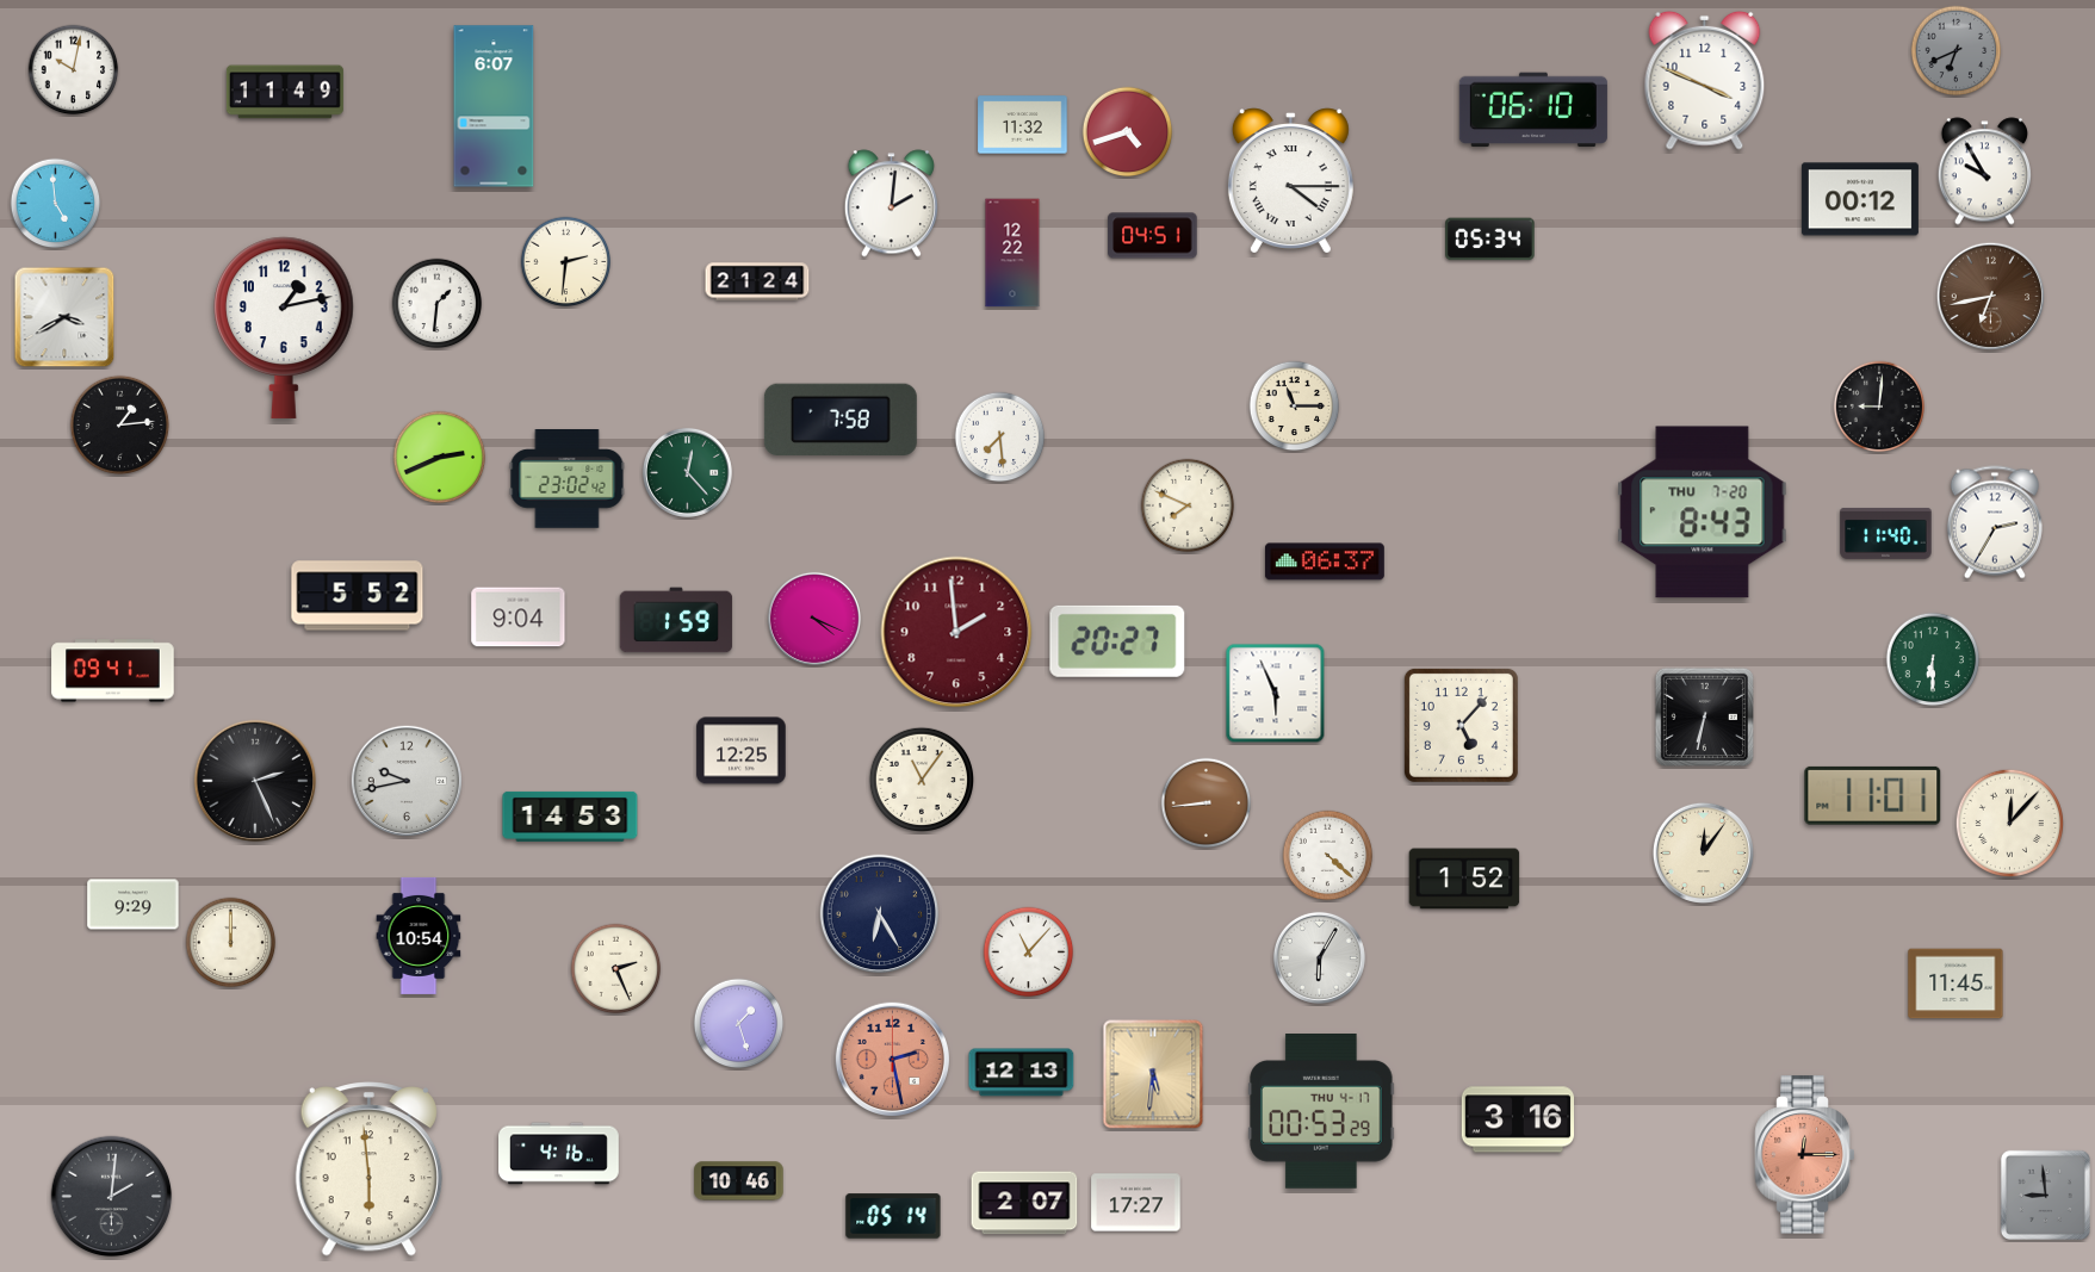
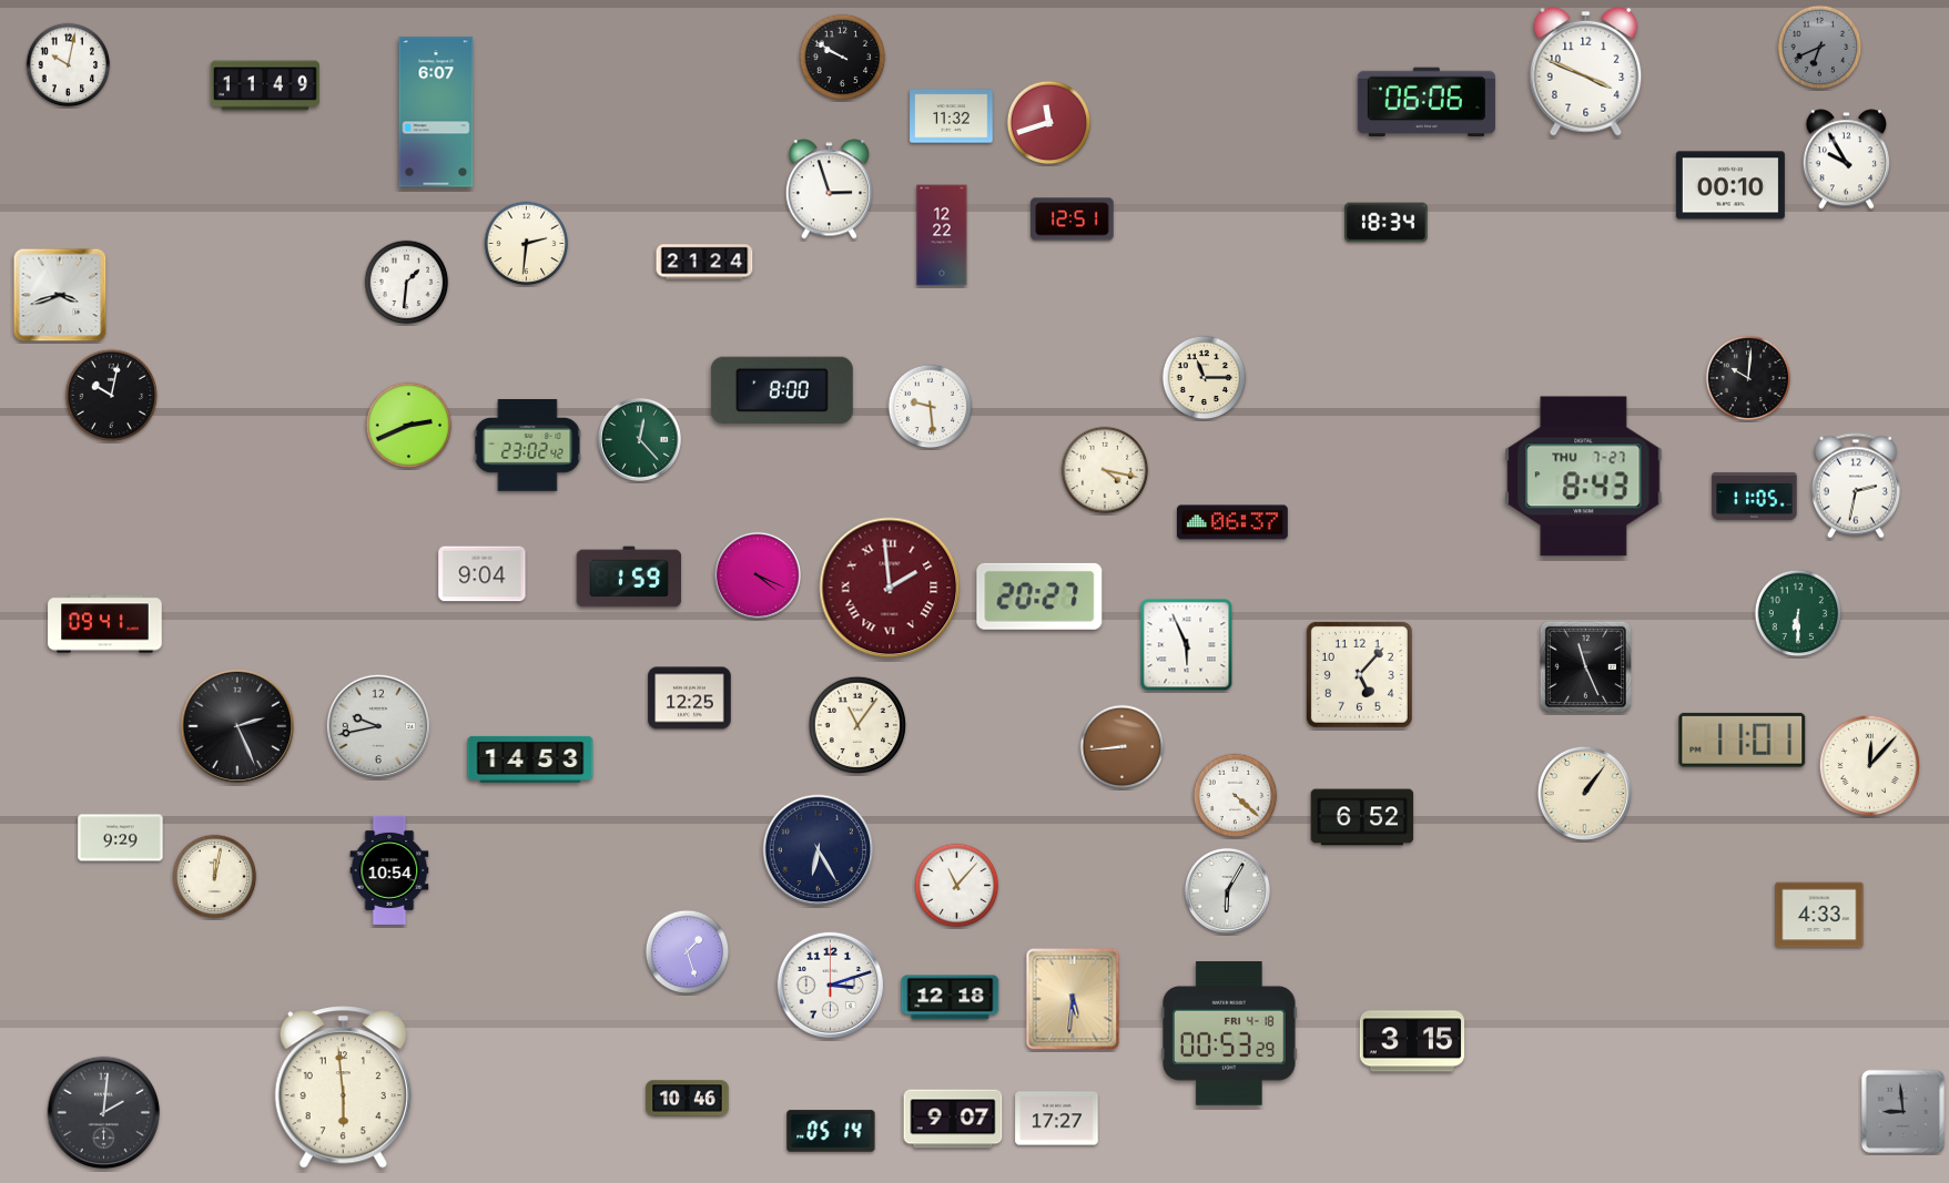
clock at (843, 58): none -> 9:50
clock at (1705, 80) position: (1705, 80) -> (1586, 71)
clock at (494, 106) position: (494, 106) -> (436, 112)
clock at (1533, 110): 06:10 -> 06:06
clock at (1128, 132): 4:42 -> 11:42
clock at (1290, 181): 4:15 -> none
clock at (1860, 199): 00:12 -> 00:10
clock at (56, 204): 4:59 -> none
clock at (891, 204): 2:01 -> 2:57
clock at (1153, 236): 04:51 -> 12:51
clock at (1490, 240): 05:34 -> 18:34
clock at (1990, 296): 6:43 -> none
clock at (64, 317): 3:40 -> 3:42
clock at (285, 328): 1:13 -> none
clock at (1879, 407): 9:01 -> 10:01
clock at (841, 418): 7:58 -> 8:00
clock at (120, 426): 1:14 -> 10:02
clock at (1000, 438): 7:29 -> 9:29
clock at (1188, 505): 7:49 -> 4:17
clock at (1703, 513) date: THU 7-20 -> THU 7-27
clock at (1995, 522): 2:35 -> 2:32
clock at (1886, 533): 11:40 -> 11:05
clock at (358, 596): 5:52 -> none
clock at (956, 632) numerals: Arabic -> Roman
clock at (1704, 716): 6:32 -> 11:26
clock at (1703, 852): 12:06 -> 1:06
clock at (1464, 879): 1:52 -> 6:52
clock at (134, 905) position: (134, 905) -> (121, 838)
clock at (231, 943): 12:00 -> 12:02
clock at (616, 969): 2:26 -> none
clock at (1955, 984): 11:45 -> 4:33
clock at (893, 1060): 2:28 -> 3:12
clock at (893, 1060) dial: salmon -> white
clock at (1022, 1073): 12:13 -> 12:18
clock at (1321, 1112) date: THU 4-17 -> FRI 4-18
clock at (1518, 1119): 3:16 -> 3:15
clock at (559, 1154): 4:16 -> none
clock at (1805, 1155): 12:15 -> none
clock at (1024, 1203): 2:07 -> 9:07
